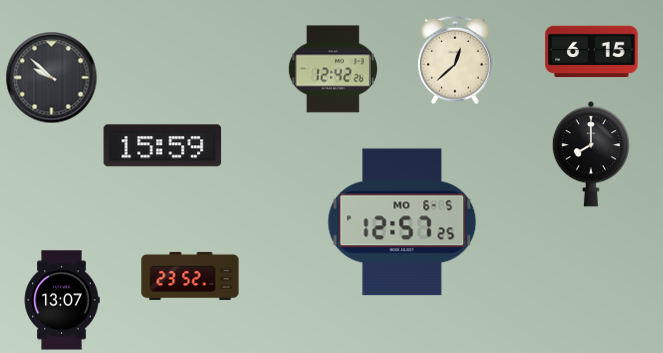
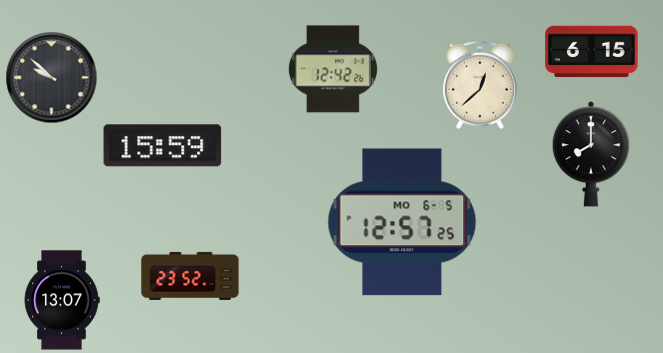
clock at (456, 60) position: (456, 60) -> (481, 85)
